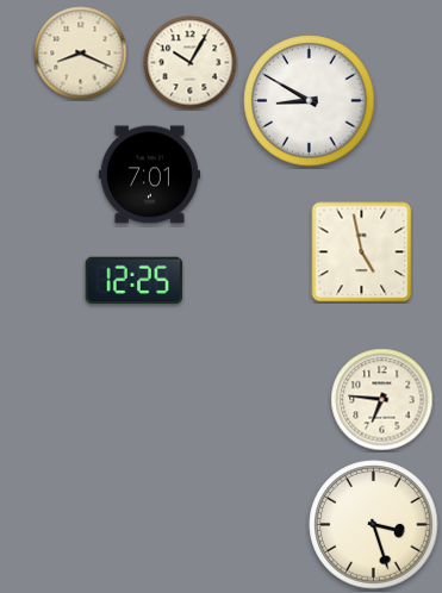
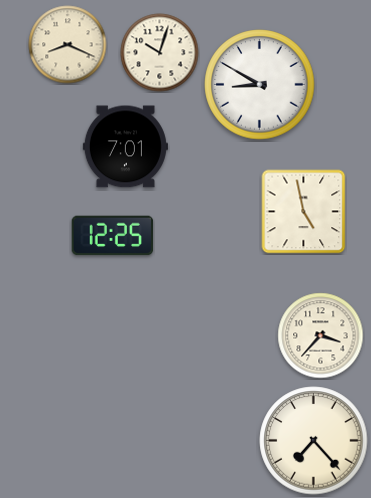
clock at (191, 63): 10:05 -> 10:03
clock at (382, 400): 6:46 -> 3:37
clock at (374, 525): 3:27 -> 7:23
